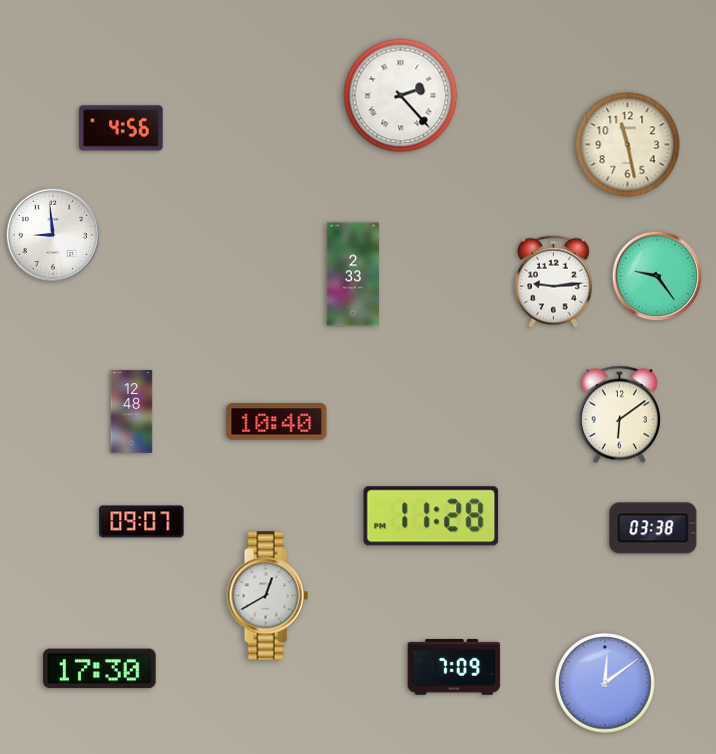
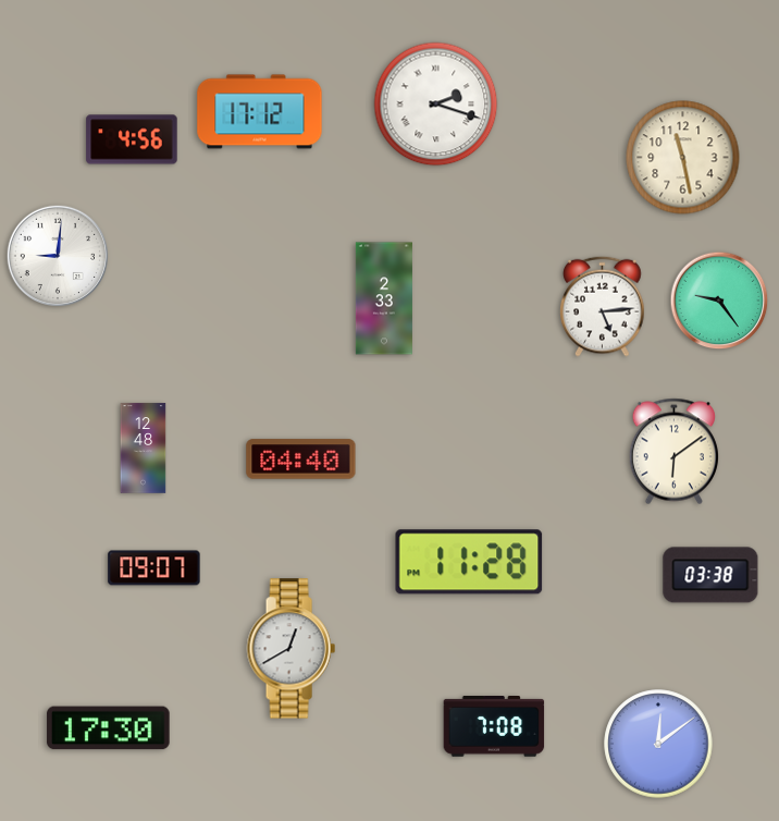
clock at (401, 96): 2:23 -> 2:18
clock at (260, 112): none -> 17:12
clock at (52, 234): 8:59 -> 9:01
clock at (657, 276) position: (657, 276) -> (719, 301)
clock at (554, 281): 9:14 -> 5:14
clock at (277, 422): 10:40 -> 04:40
clock at (454, 668): 7:09 -> 7:08
